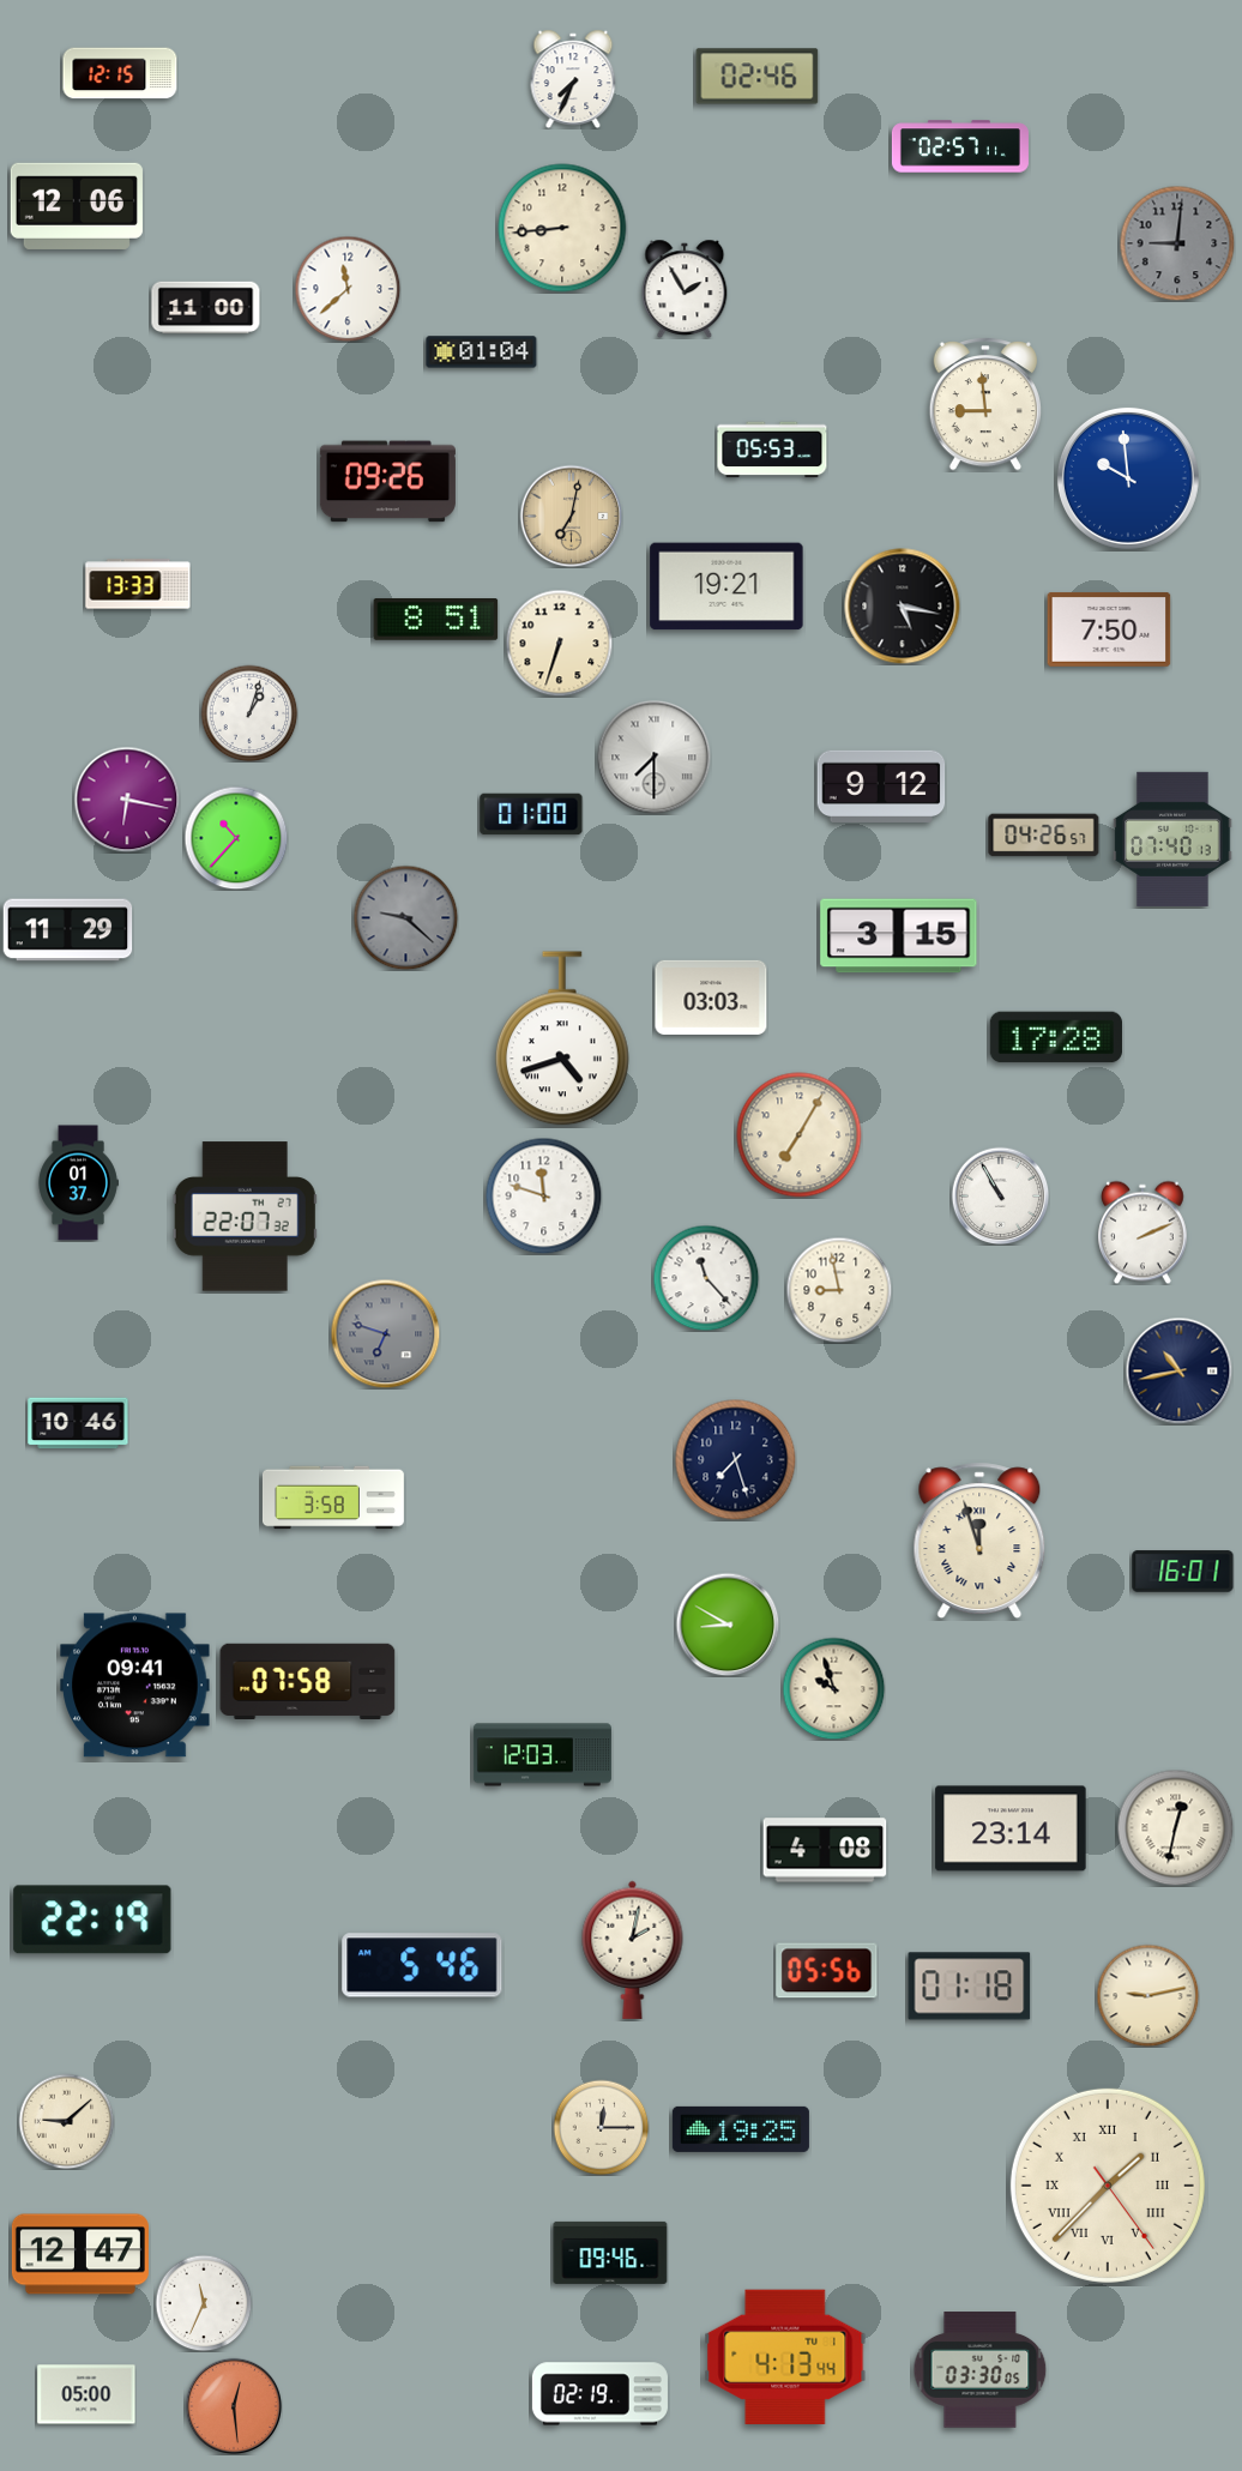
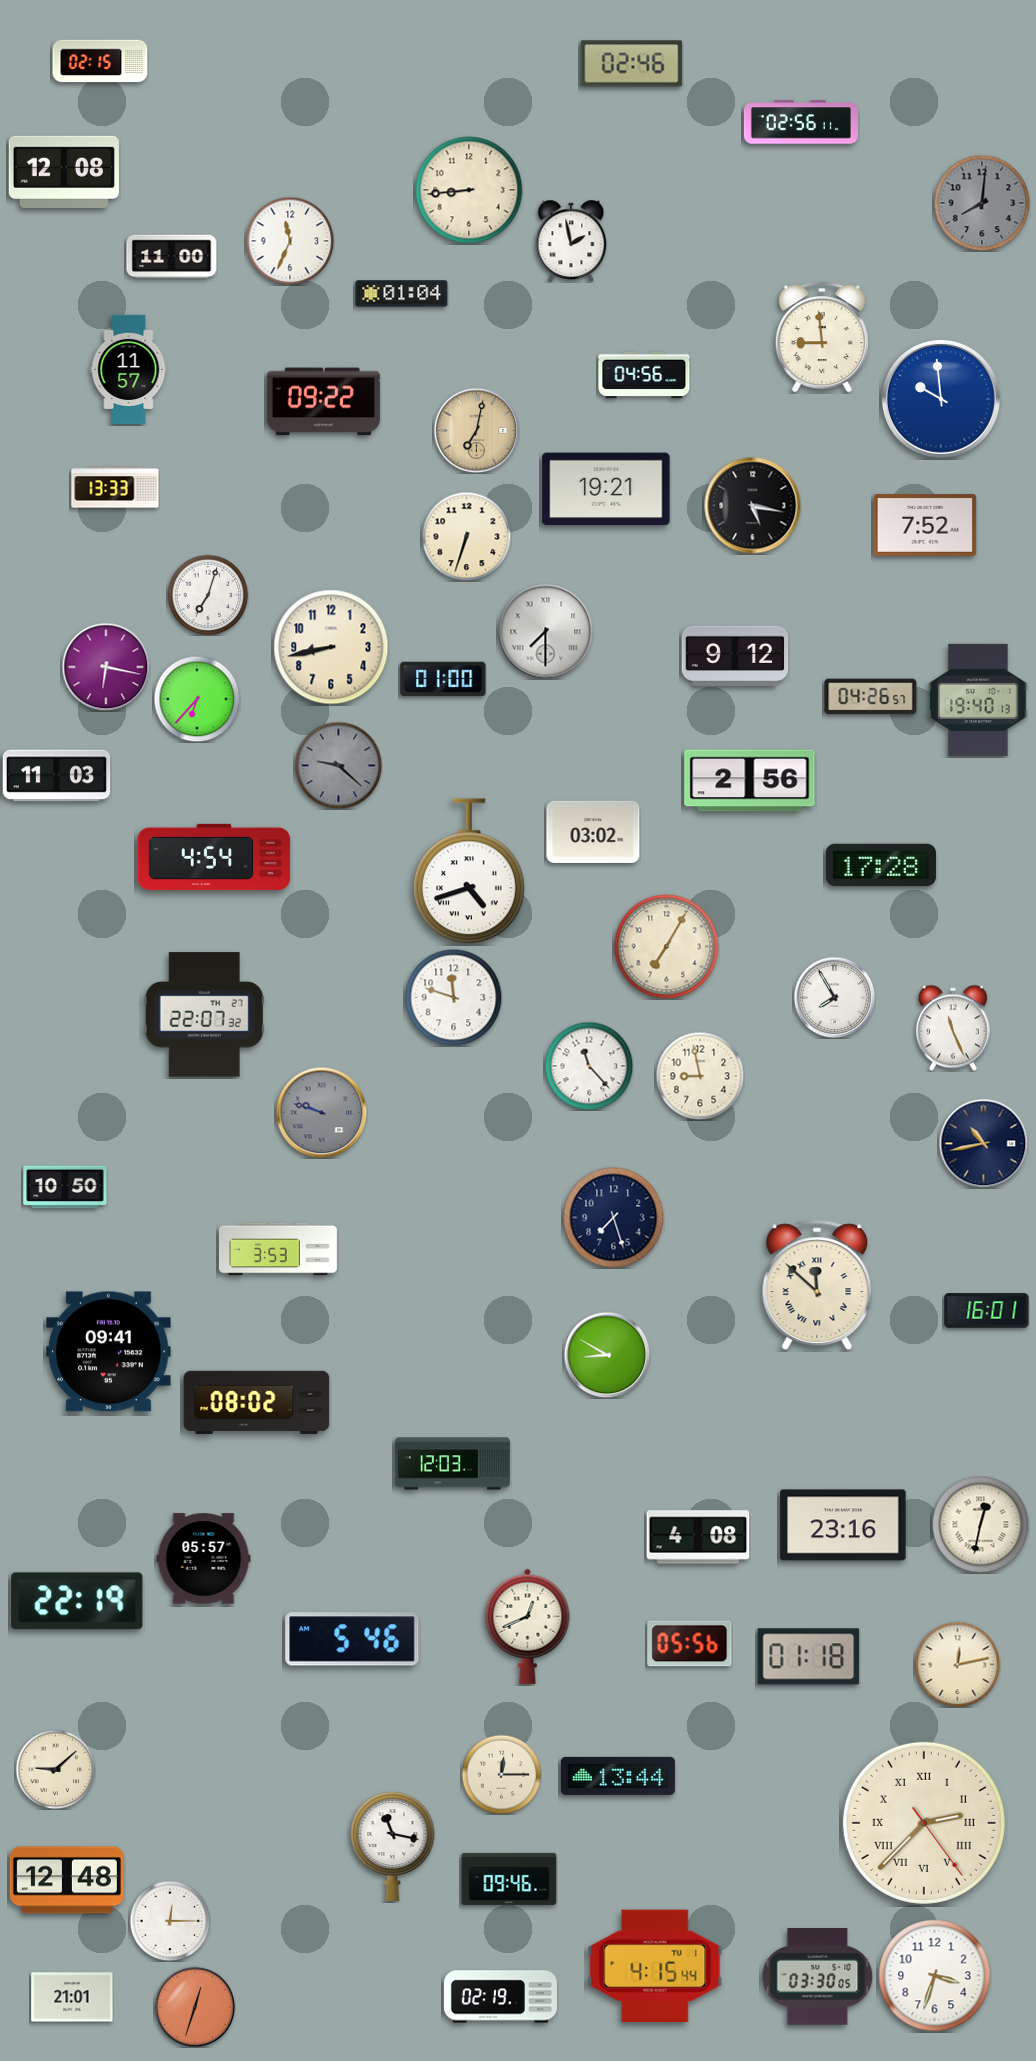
clock at (120, 73): 12:15 -> 02:15
clock at (573, 79): 7:34 -> none
clock at (960, 146): 02:57 -> 02:56
clock at (77, 206): 12:06 -> 12:08
clock at (1177, 243): 9:01 -> 8:01
clock at (348, 289): 11:38 -> 11:34
clock at (685, 289): 1:55 -> 1:58
clock at (129, 370): none -> 11:57
clock at (772, 450): 05:53 -> 04:56
clock at (387, 482): 09:26 -> 09:22
clock at (436, 620): 8:51 -> none
clock at (1109, 629): 7:50 -> 7:52
clock at (249, 713): 1:03 -> 7:03
clock at (331, 647): none -> 8:43
clock at (236, 838): 10:37 -> 6:37
clock at (1172, 839): 07:40 -> 19:40
clock at (68, 930): 11:29 -> 11:03
clock at (899, 936): 3:15 -> 2:56
clock at (711, 998): 03:03 -> 03:02
clock at (214, 857): none -> 4:54
clock at (562, 1038) position: (562, 1038) -> (469, 871)
clock at (78, 1183): 01:37 -> none
clock at (1000, 1195): 10:55 -> 7:55
clock at (1144, 1233): 2:11 -> 11:26
clock at (385, 1333): 6:48 -> 9:48
clock at (78, 1423): 10:46 -> 10:50
clock at (333, 1497): 3:58 -> 3:53
clock at (979, 1541): 11:57 -> 11:52
clock at (308, 1681): 07:58 -> 08:02
clock at (135, 1686) position: (135, 1686) -> (109, 1352)
clock at (833, 1688): 9:57 -> none
clock at (1011, 1828): 23:14 -> 23:16
clock at (825, 1850) position: (825, 1850) -> (698, 1537)
clock at (204, 1559): none -> 05:57
clock at (633, 1949): 2:02 -> 12:41
clock at (1147, 1995): 9:13 -> 12:13
clock at (741, 2129): 19:25 -> 13:44
clock at (1108, 2186): 1:37 -> 2:37
clock at (393, 1845): none -> 11:17
clock at (80, 2254): 12:47 -> 12:48
clock at (204, 2303): 11:34 -> 12:15
clock at (785, 2357): 4:13 -> 4:15
clock at (935, 1976): none -> 3:33
clock at (86, 2394): 05:00 -> 21:01
clock at (234, 2406): 12:29 -> 12:33
